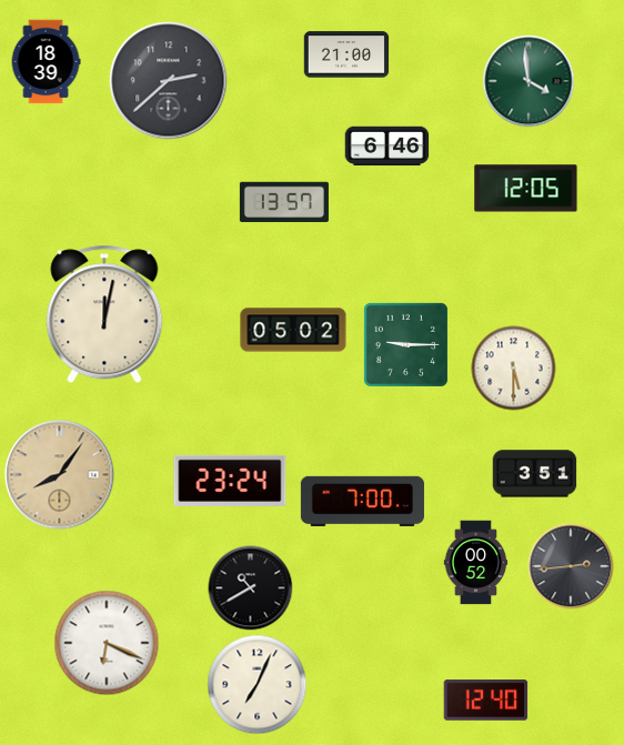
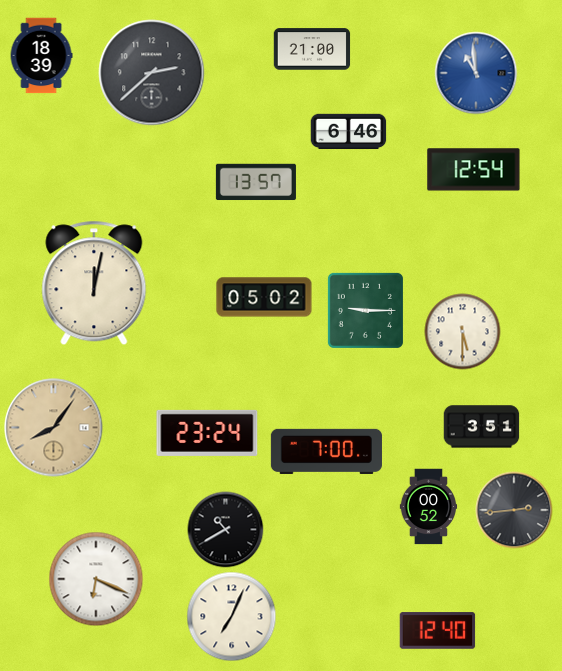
clock at (529, 81): 3:59 -> 10:59
clock at (529, 81) dial: green -> blue
clock at (526, 189): 12:05 -> 12:54
